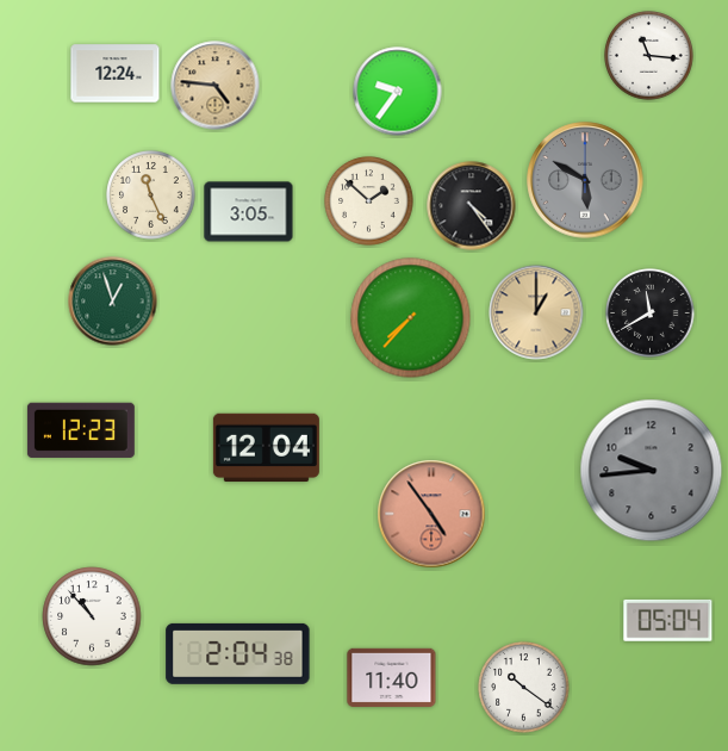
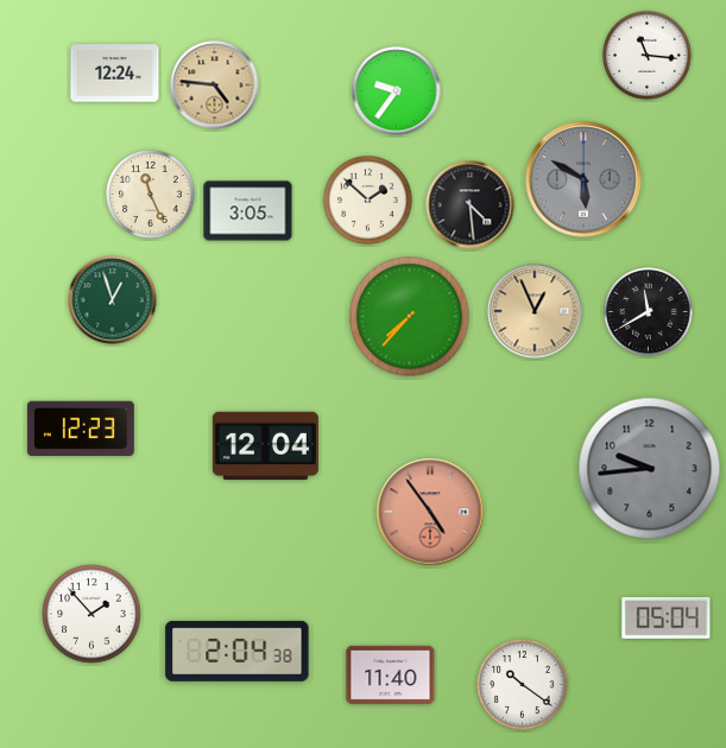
clock at (472, 206): 4:24 -> 4:29
clock at (536, 312): 1:00 -> 12:56
clock at (92, 616): 10:53 -> 1:53
